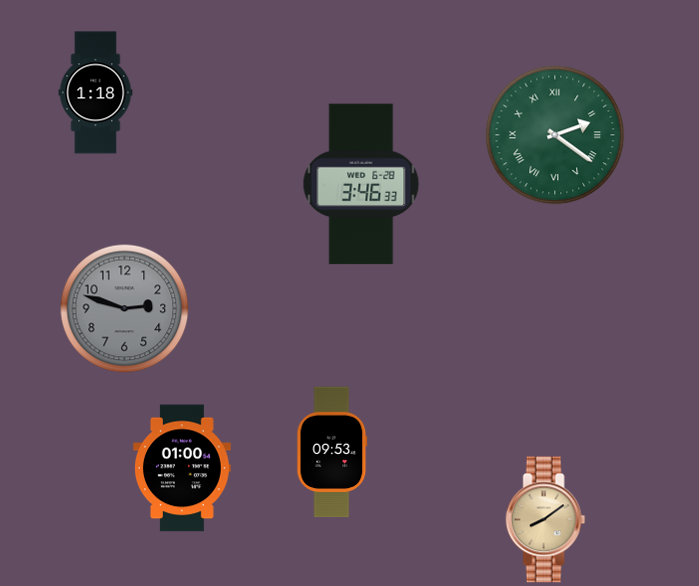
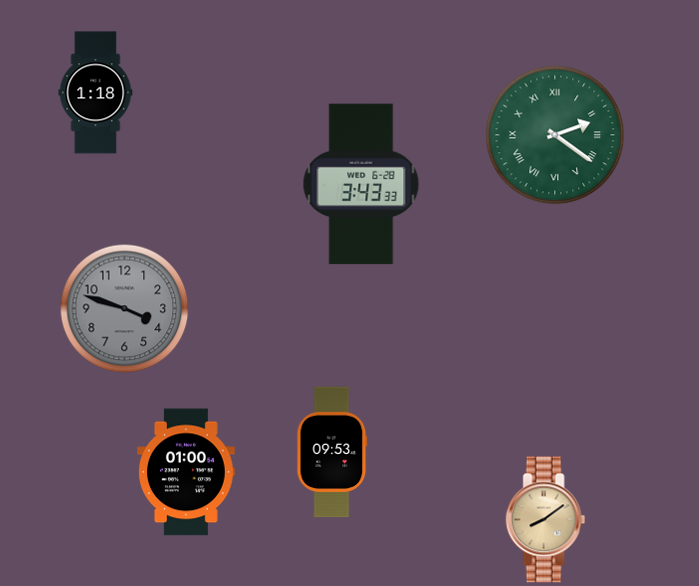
clock at (361, 184): 3:46 -> 3:43
clock at (125, 309): 2:48 -> 3:48
clock at (182, 468) position: (182, 468) -> (186, 472)
